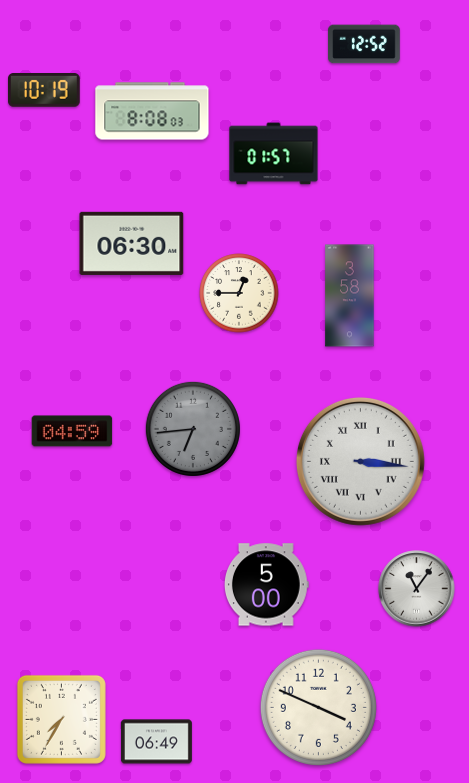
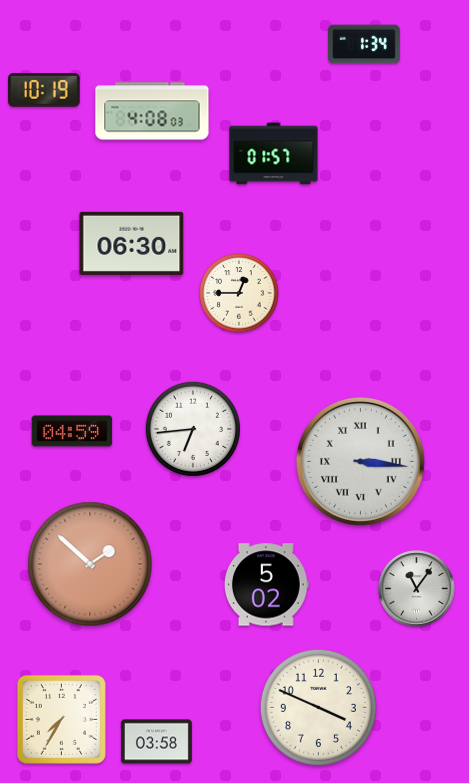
clock at (364, 44): 12:52 -> 1:34
clock at (152, 111): 8:08 -> 4:08
clock at (350, 296): 3:58 -> none
clock at (193, 429) dial: grey -> white
clock at (90, 564): none -> 1:52
clock at (266, 585): 5:00 -> 5:02
clock at (156, 742): 06:49 -> 03:58
